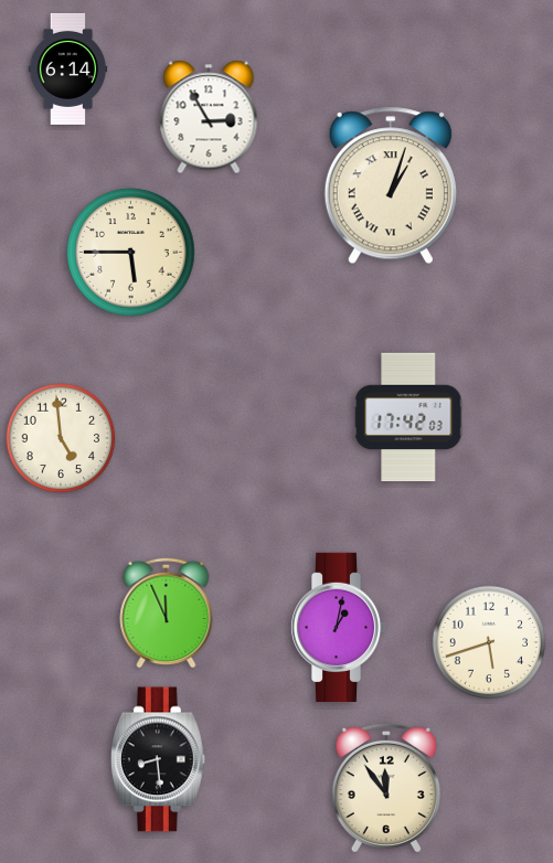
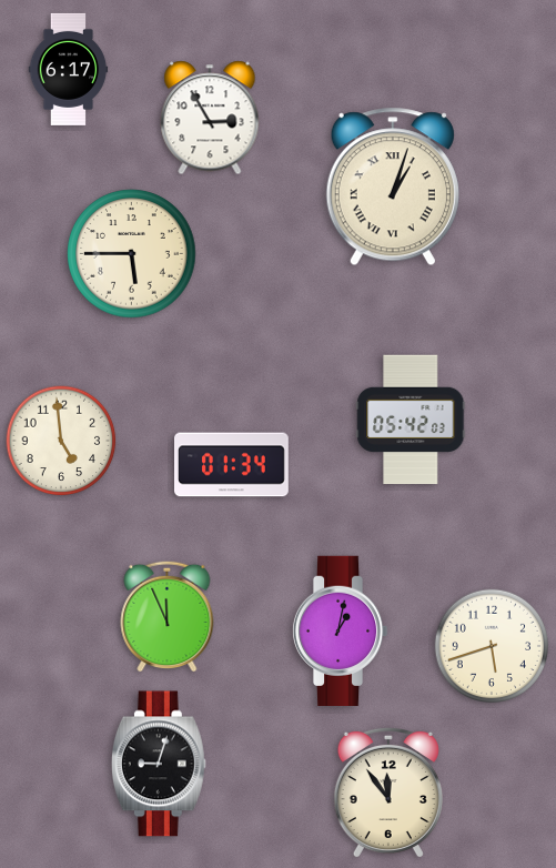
clock at (68, 68): 6:14 -> 6:17
clock at (408, 417): 17:42 -> 05:42
clock at (232, 465): none -> 01:34
clock at (158, 759): 8:29 -> 9:03
